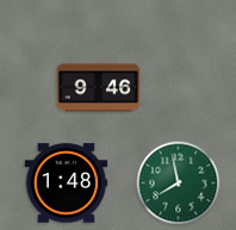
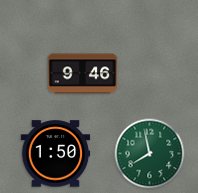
clock at (67, 184): 1:48 -> 1:50
